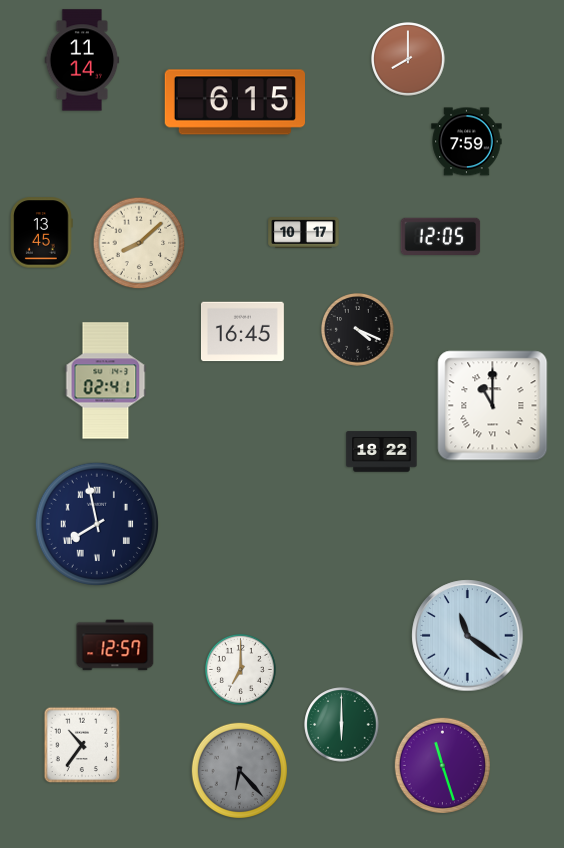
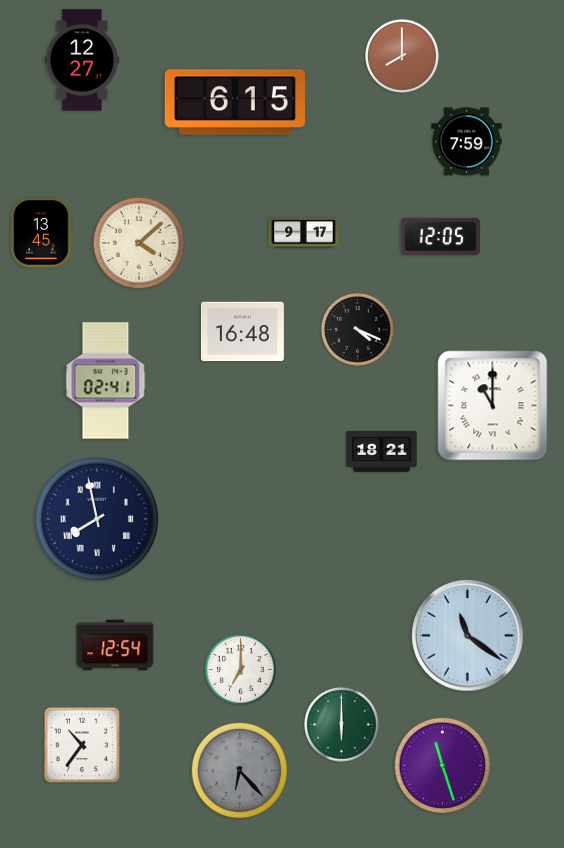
clock at (408, 59) position: (408, 59) -> (402, 56)
clock at (82, 60): 11:14 -> 12:27
clock at (304, 233): 10:17 -> 9:17
clock at (139, 243): 8:08 -> 4:08
clock at (242, 332): 16:45 -> 16:48
clock at (382, 452): 18:22 -> 18:21
clock at (97, 524) position: (97, 524) -> (97, 519)
clock at (115, 645): 12:57 -> 12:54
